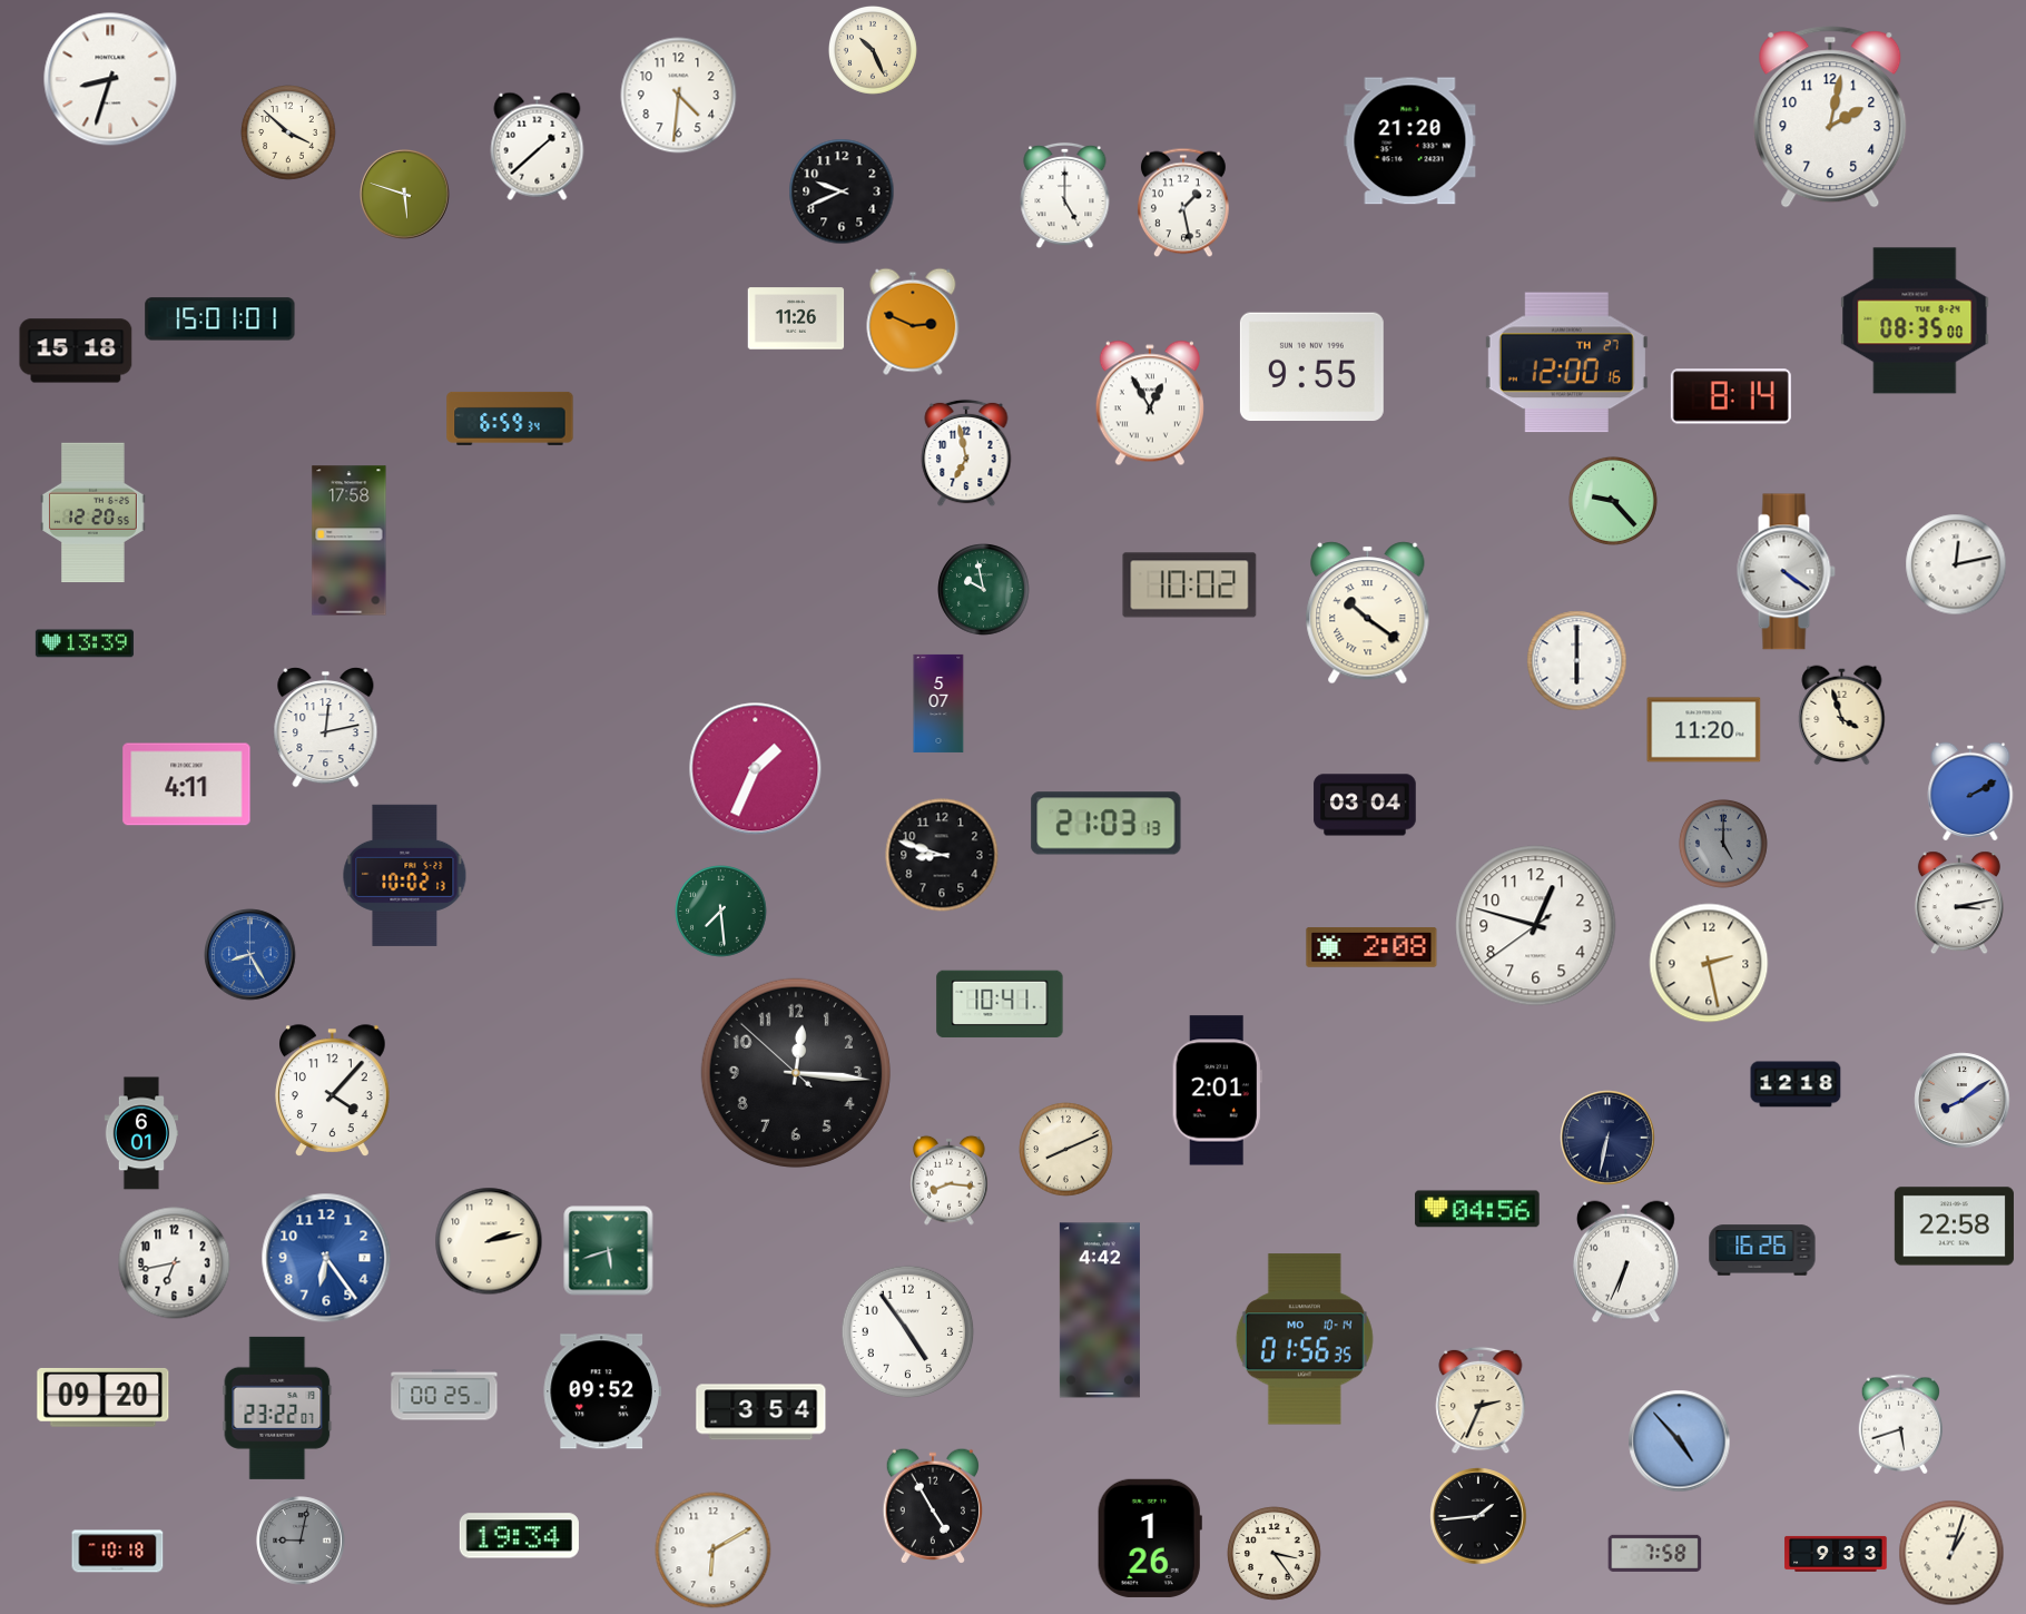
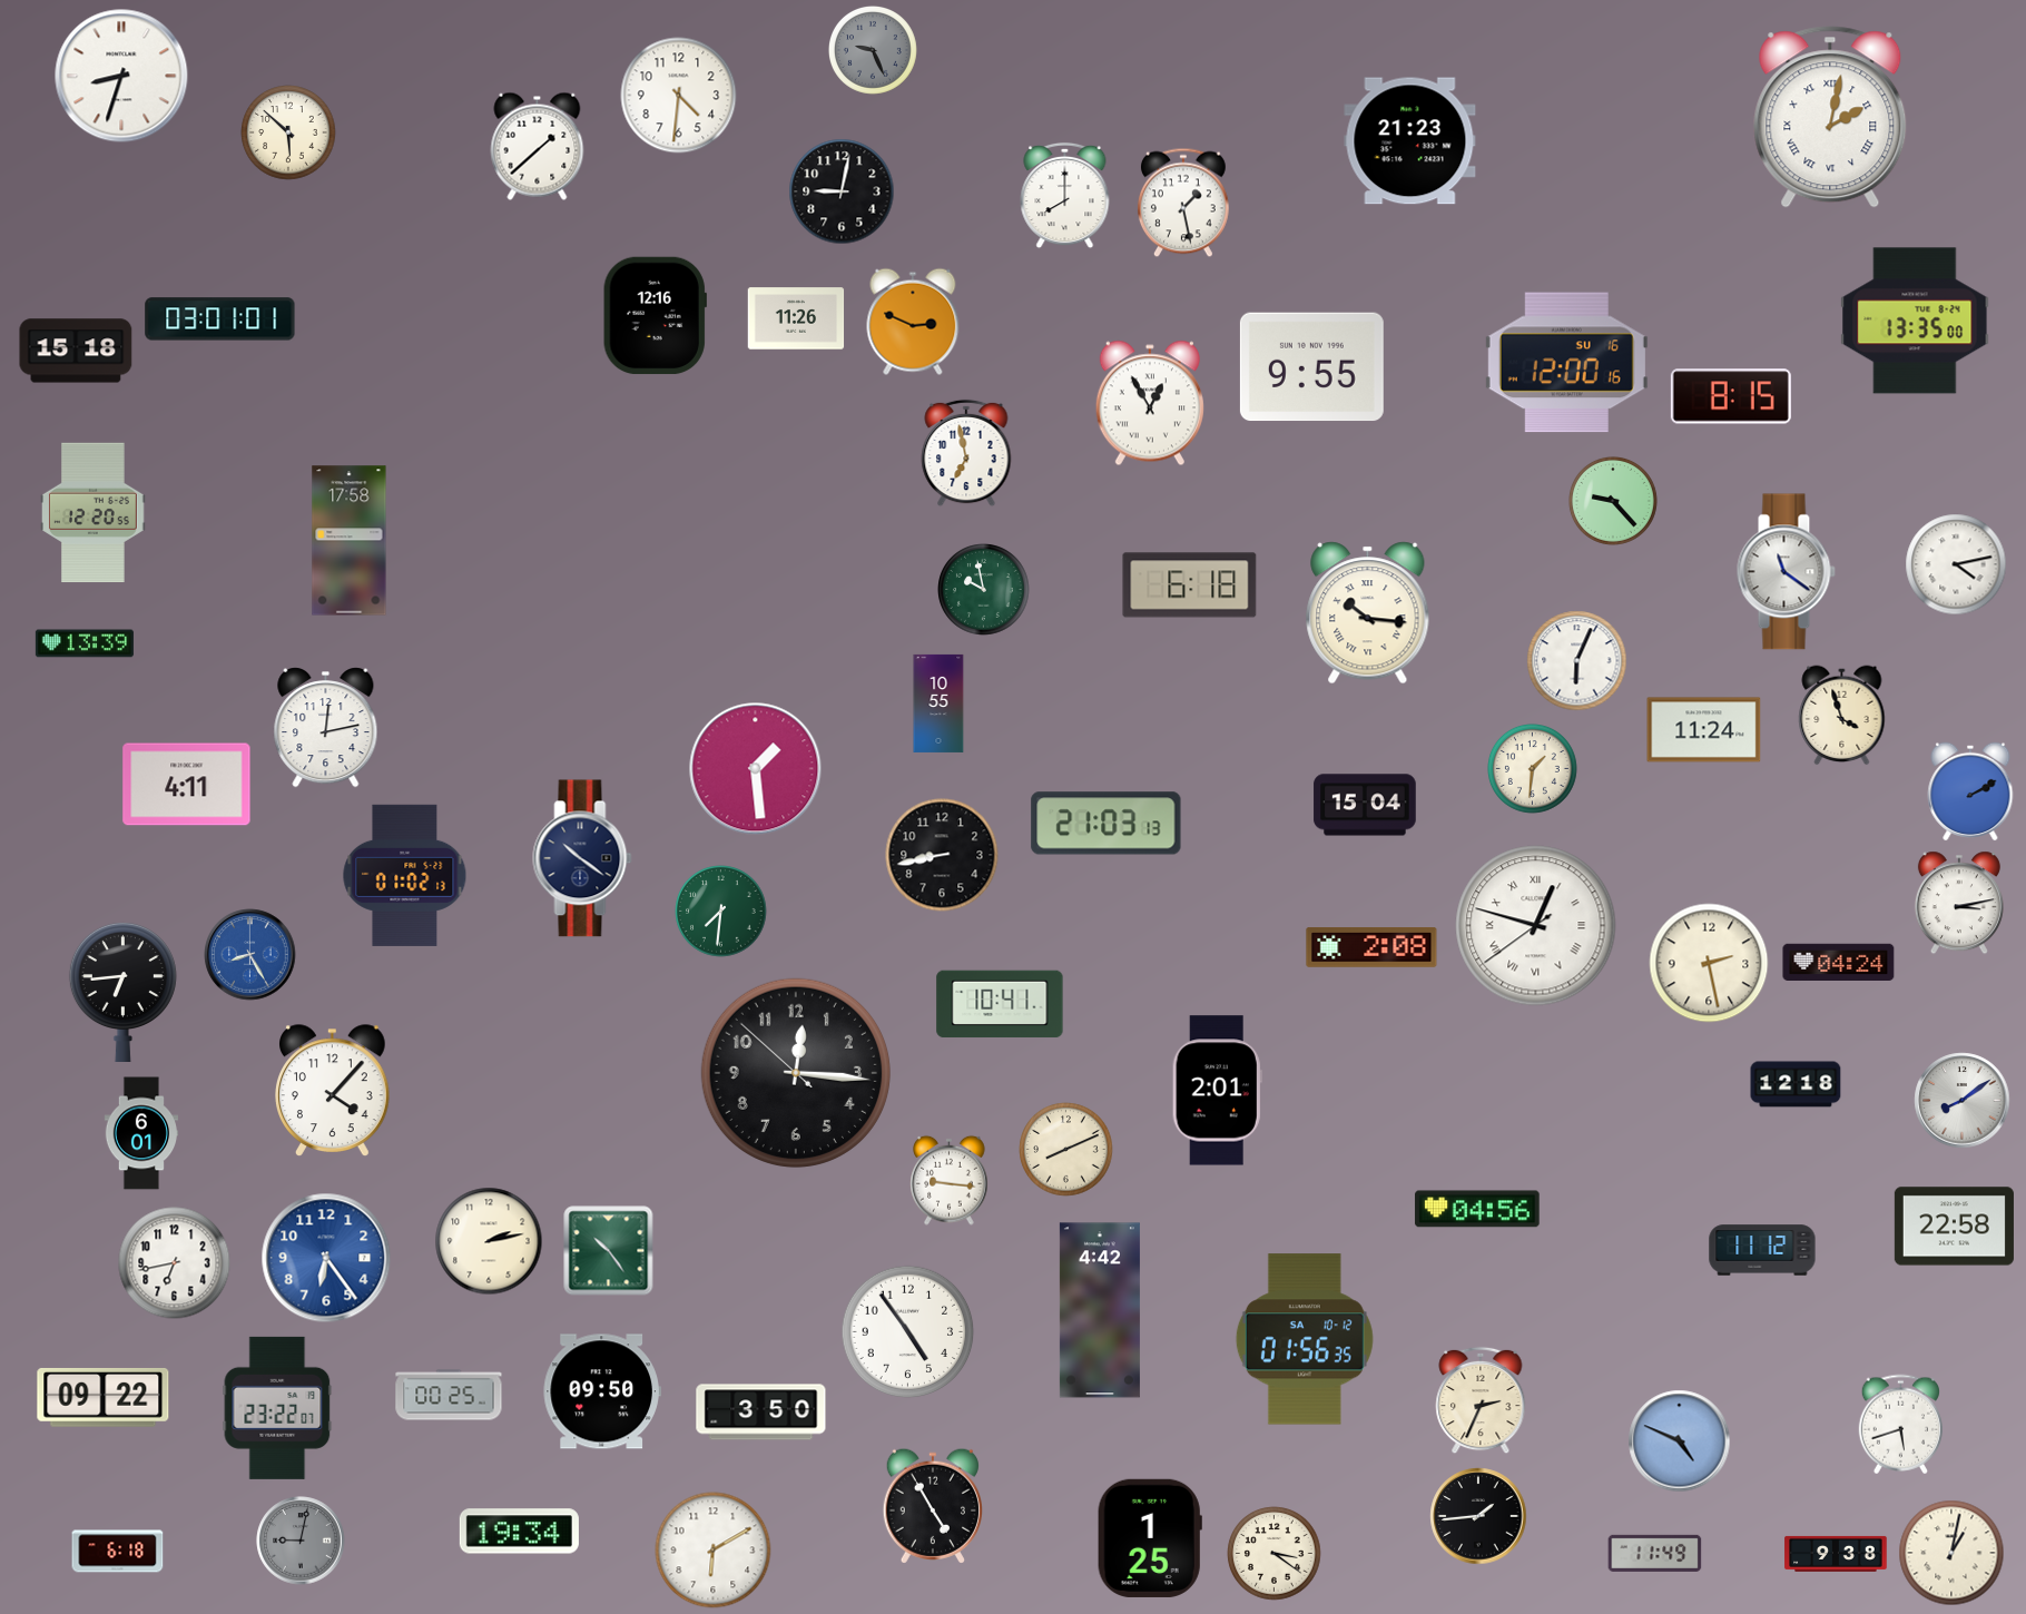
clock at (873, 50): 10:26 -> 9:26
clock at (873, 50) dial: cream -> grey
clock at (110, 79) position: (110, 79) -> (121, 76)
clock at (1830, 117) numerals: Arabic -> Roman
clock at (288, 132): 3:52 -> 5:52
clock at (1410, 141): 21:20 -> 21:23
clock at (842, 191): 9:41 -> 9:02
clock at (405, 195): 5:48 -> none
clock at (1065, 196): 5:00 -> 8:00
clock at (655, 316): none -> 12:16
clock at (220, 319): 15:01 -> 03:01
clock at (1915, 321): 08:35 -> 13:35
clock at (1566, 363) date: TH 27 -> SU 16
clock at (1731, 396): 8:14 -> 8:15
clock at (510, 419): 6:59 -> none
clock at (1956, 564): 12:13 -> 4:13
clock at (1786, 572): 4:21 -> 11:21
clock at (1190, 585): 10:02 -> 6:18
clock at (1368, 613): 10:21 -> 10:16
clock at (1577, 661): 6:00 -> 6:04
clock at (938, 703): 5:07 -> 10:55
clock at (1704, 730): 11:20 -> 11:24
clock at (756, 769): 1:34 -> 1:29
clock at (1533, 769): none -> 1:31
clock at (1365, 805): 03:04 -> 15:04
clock at (1723, 844): 5:00 -> none
clock at (942, 855): 8:48 -> 8:43
clock at (582, 858): none -> 10:21
clock at (405, 875): 10:02 -> 01:02
clock at (721, 912): 7:29 -> 7:31
clock at (1536, 926) numerals: Arabic -> Roman
clock at (1839, 962): none -> 04:24
clock at (122, 991): none -> 6:44
clock at (1607, 1138): 6:32 -> none
clock at (950, 1180): 8:16 -> 9:16
clock at (1762, 1250): 16:26 -> 11:12
clock at (609, 1251): 5:42 -> 10:24
clock at (1626, 1262): 6:34 -> none
clock at (1305, 1339) date: MO 10-14 -> SA 10-12
clock at (602, 1391): 09:52 -> 09:50
clock at (444, 1395) position: (444, 1395) -> (449, 1395)
clock at (104, 1398): 09:20 -> 09:22
clock at (761, 1413): 3:54 -> 3:50
clock at (1680, 1441): 4:53 -> 4:49
clock at (519, 1536) position: (519, 1536) -> (519, 1532)
clock at (1150, 1538): 1:26 -> 1:25
clock at (118, 1552): 10:18 -> 6:18
clock at (1655, 1553): 7:58 -> 11:49
clock at (1951, 1553): 1:03 -> 1:02
clock at (1275, 1554): 3:24 -> 3:21
clock at (1836, 1554): 9:33 -> 9:38
